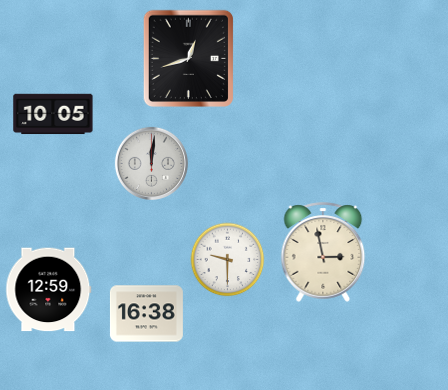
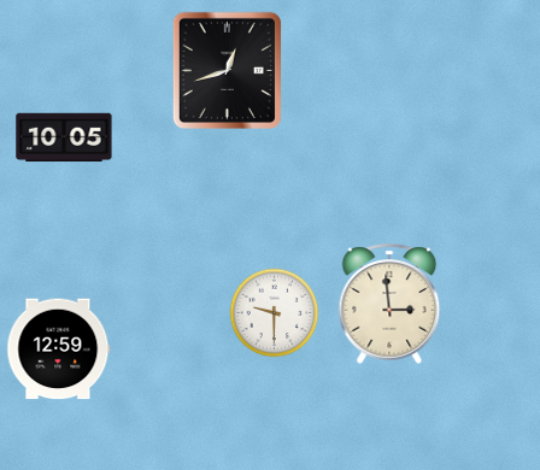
clock at (151, 163): 12:01 -> none
clock at (323, 252): 2:58 -> 2:59
clock at (146, 314): 16:38 -> none
